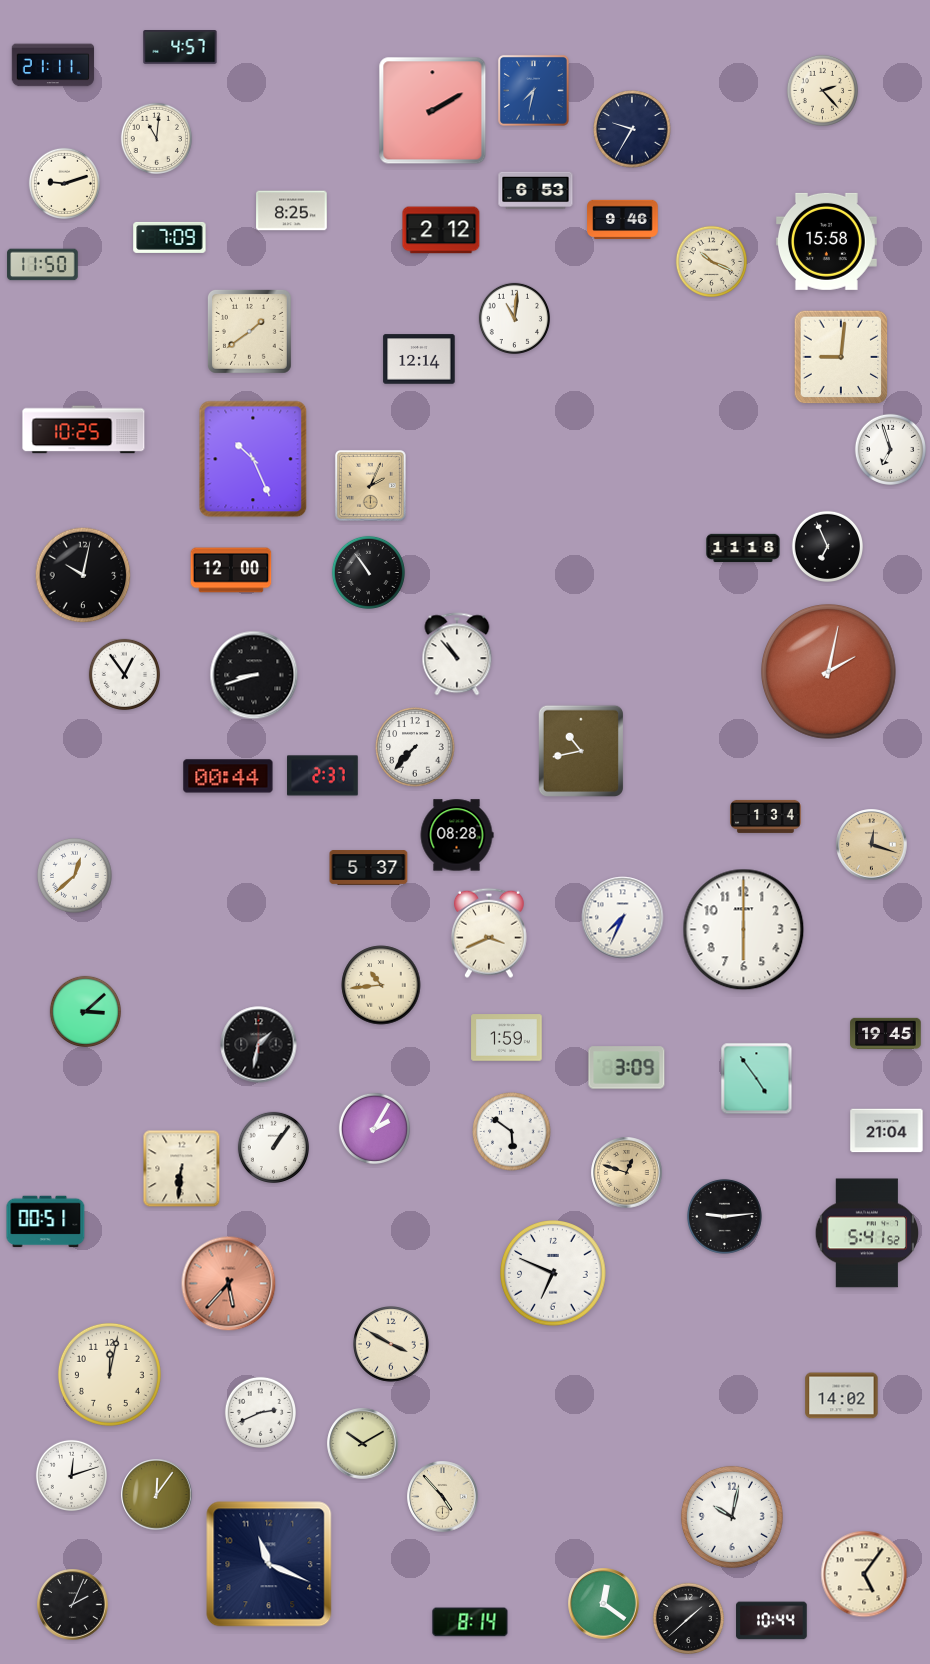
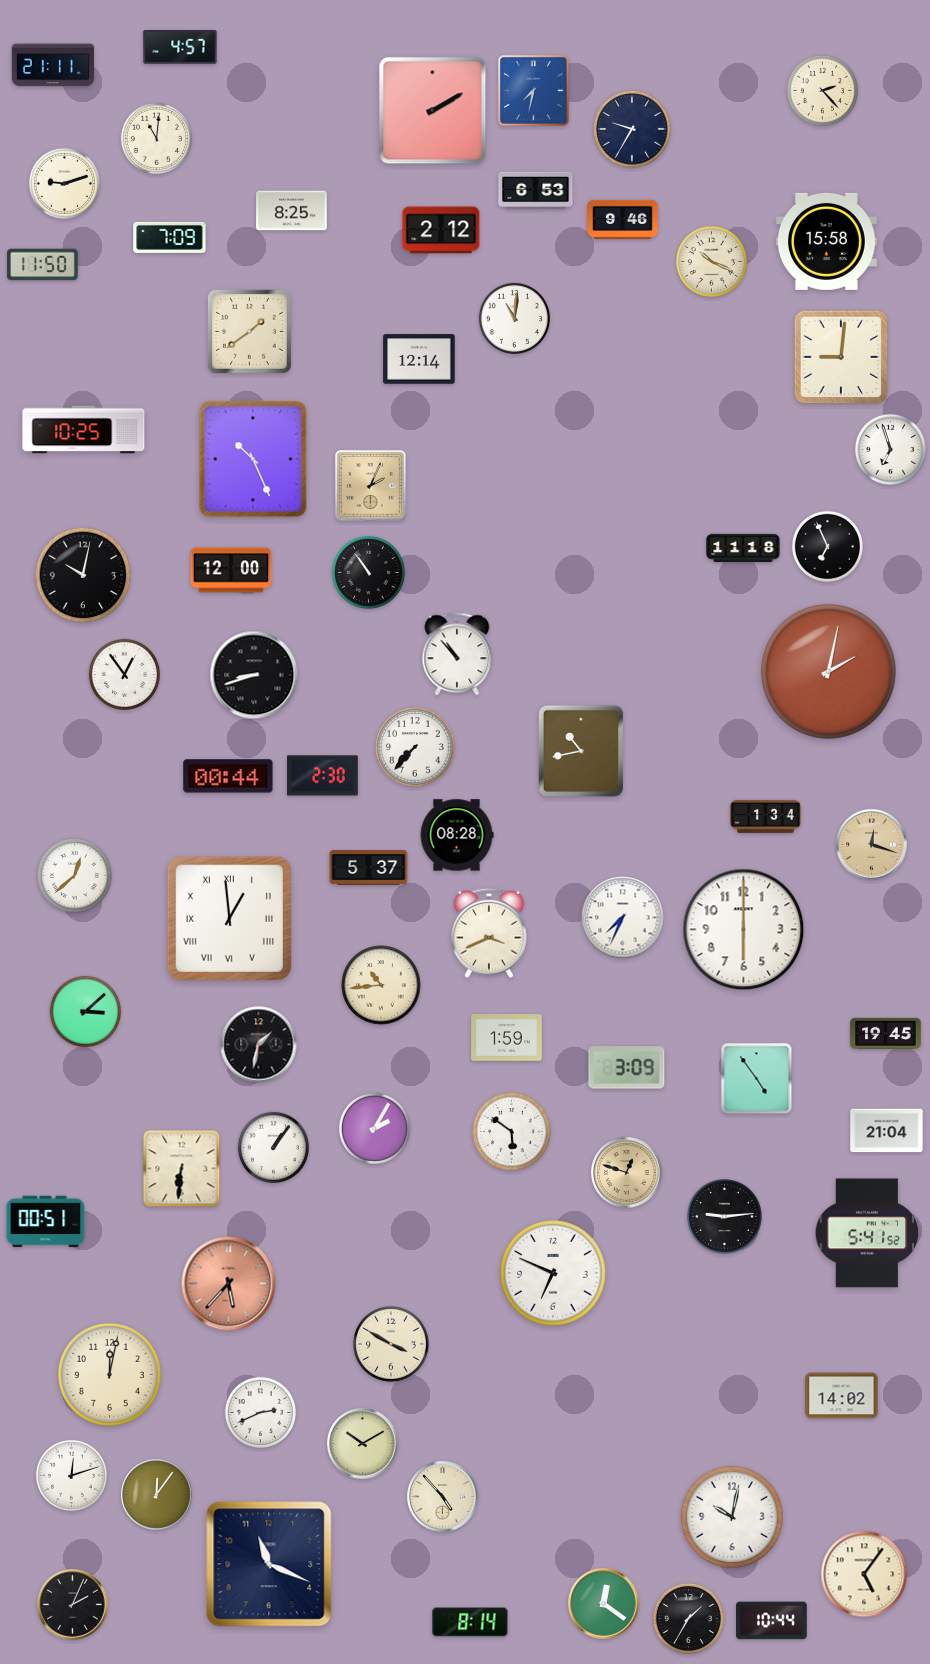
clock at (323, 776): 2:37 -> 2:30
clock at (229, 918): none -> 12:59
clock at (688, 1618): 1:38 -> 1:35
